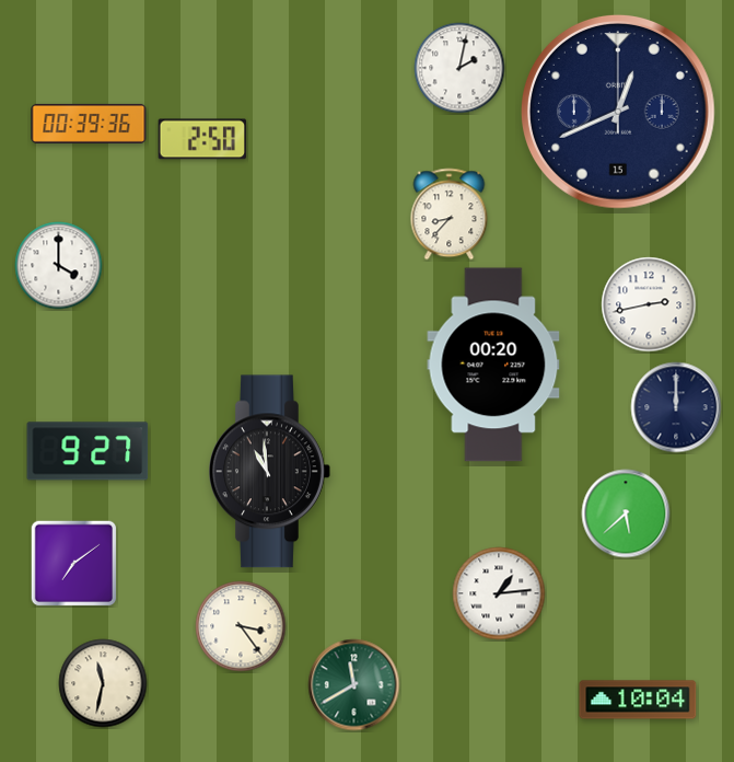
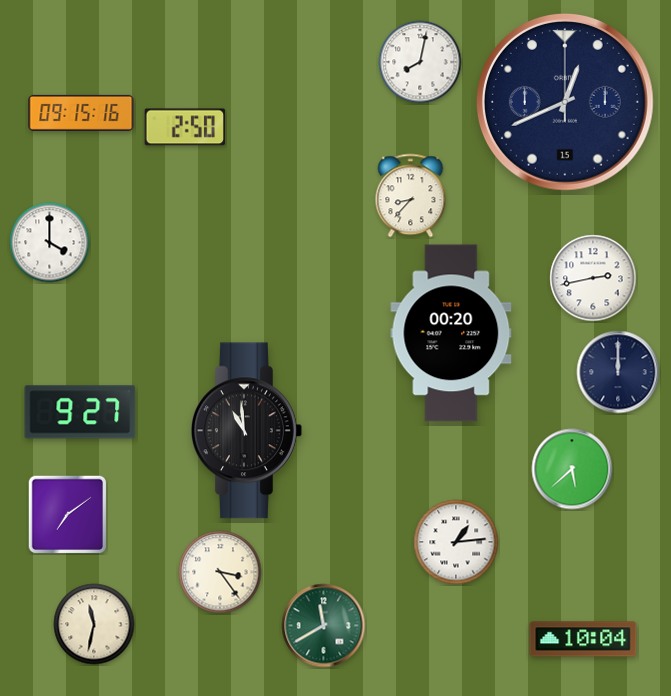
clock at (459, 68): 2:02 -> 8:02
clock at (89, 124): 00:39 -> 09:15
clock at (59, 266) position: (59, 266) -> (50, 243)
